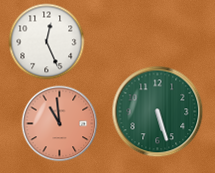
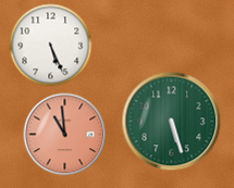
clock at (47, 42): 12:26 -> 5:26
